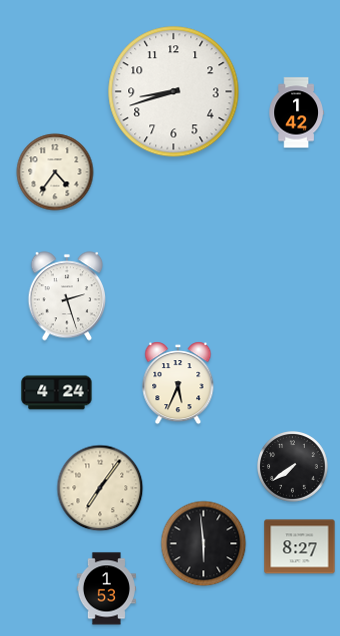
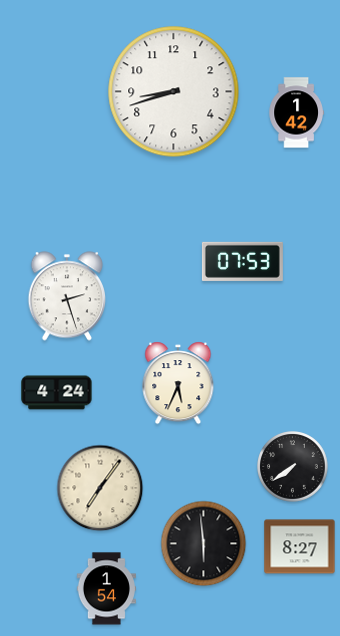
clock at (55, 172): 4:36 -> none
clock at (242, 261): none -> 07:53
clock at (106, 589): 1:53 -> 1:54
